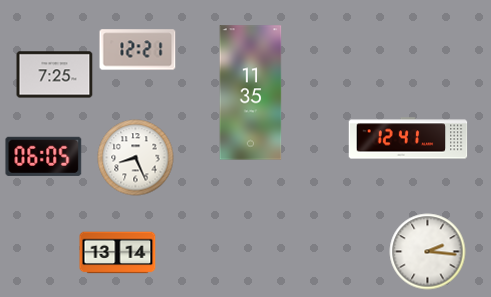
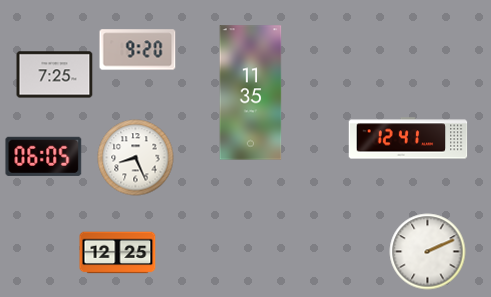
clock at (138, 50): 12:21 -> 9:20
clock at (428, 252): 2:16 -> 2:11
clock at (118, 253): 13:14 -> 12:25
